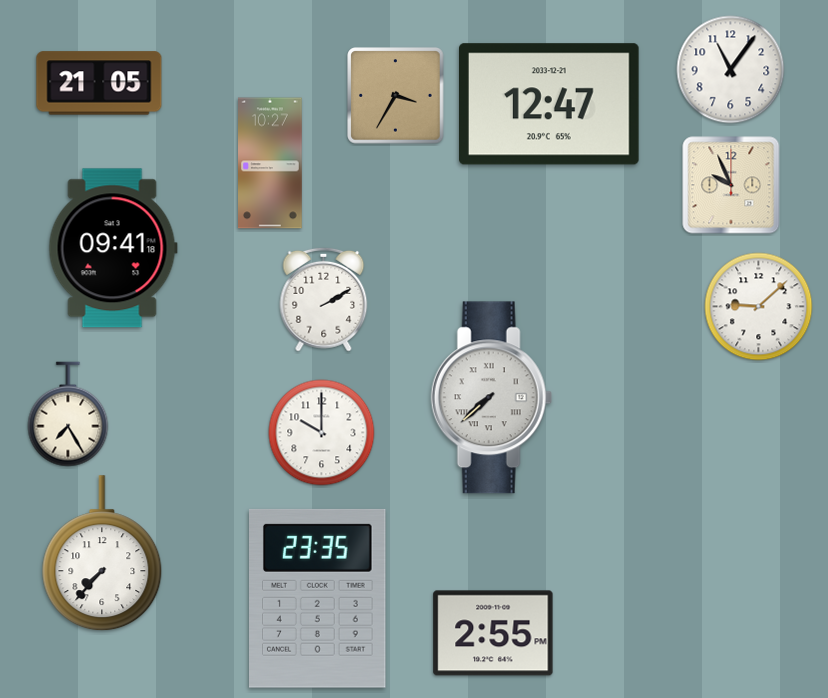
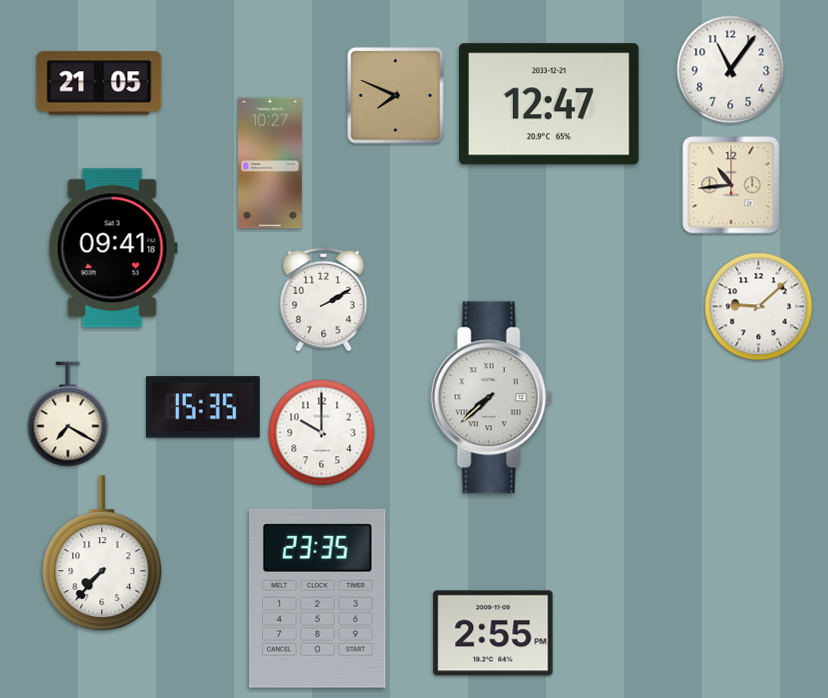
clock at (396, 96): 3:35 -> 7:49
clock at (731, 185): 9:56 -> 10:44
clock at (203, 407): none -> 15:35
clock at (68, 414): 7:25 -> 7:20
